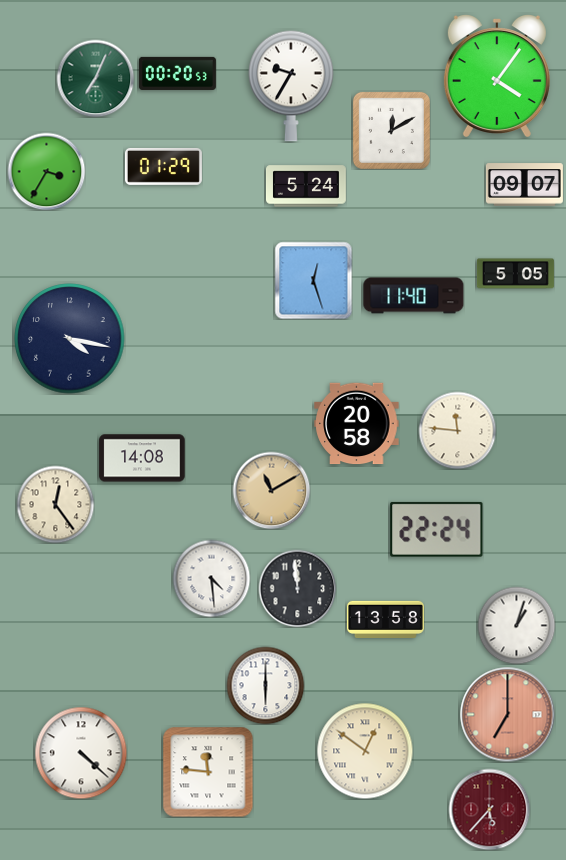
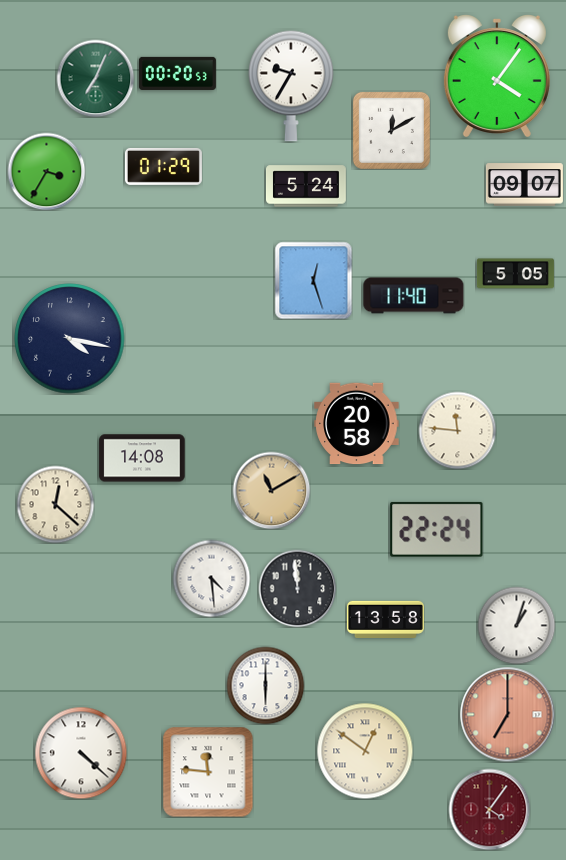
clock at (55, 504): 12:24 -> 12:22
clock at (489, 809): 5:37 -> 4:06
